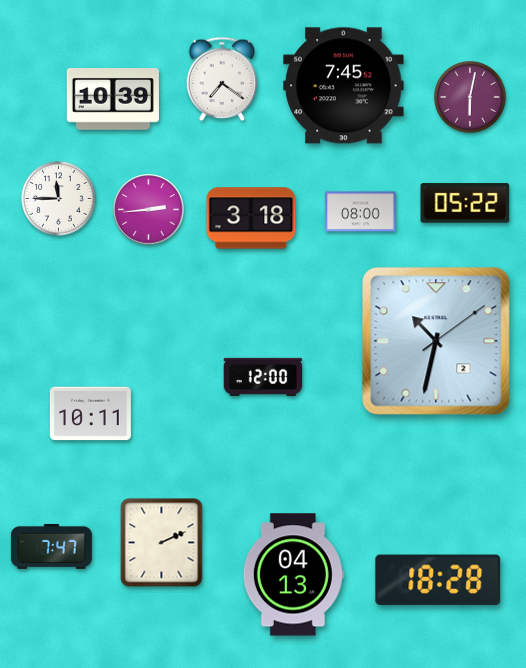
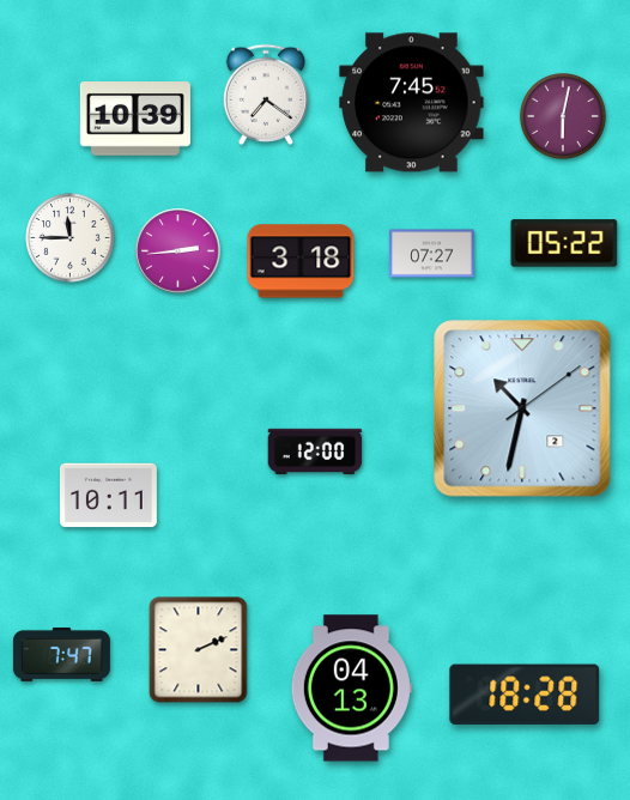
clock at (465, 203) position: (465, 203) -> (564, 243)
clock at (361, 212): 08:00 -> 07:27
clock at (162, 543) position: (162, 543) -> (199, 650)
